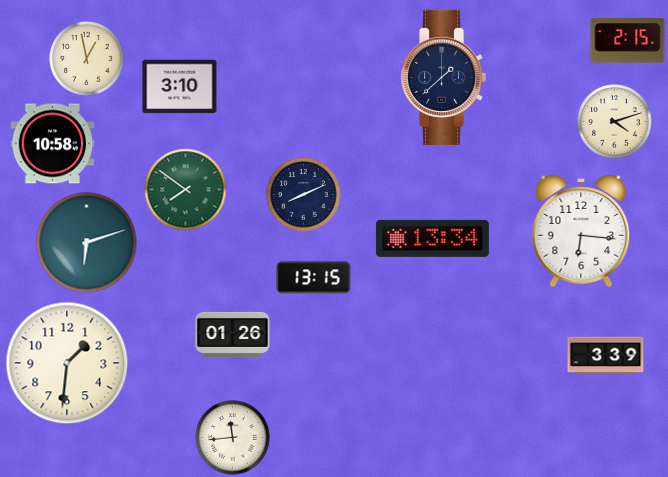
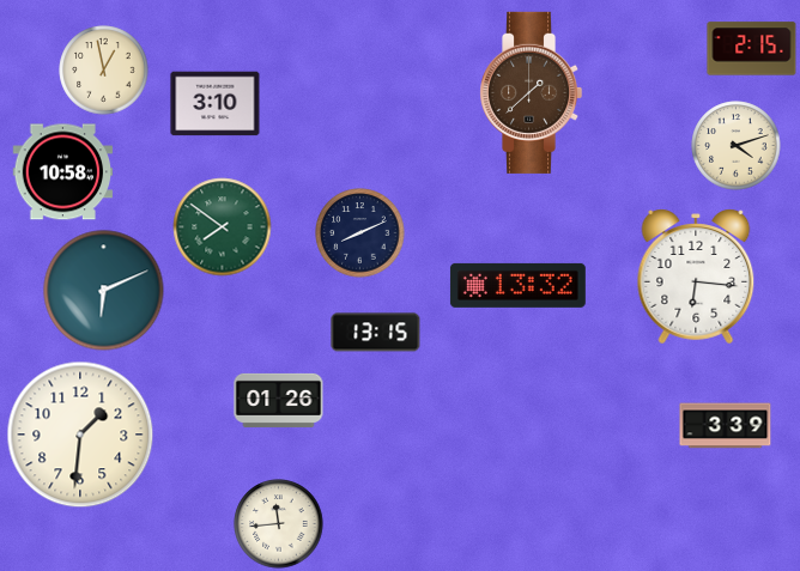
clock at (444, 77) dial: navy -> brown
clock at (304, 195) position: (304, 195) -> (360, 233)
clock at (432, 238): 13:34 -> 13:32
clock at (87, 243): 6:12 -> 6:11
